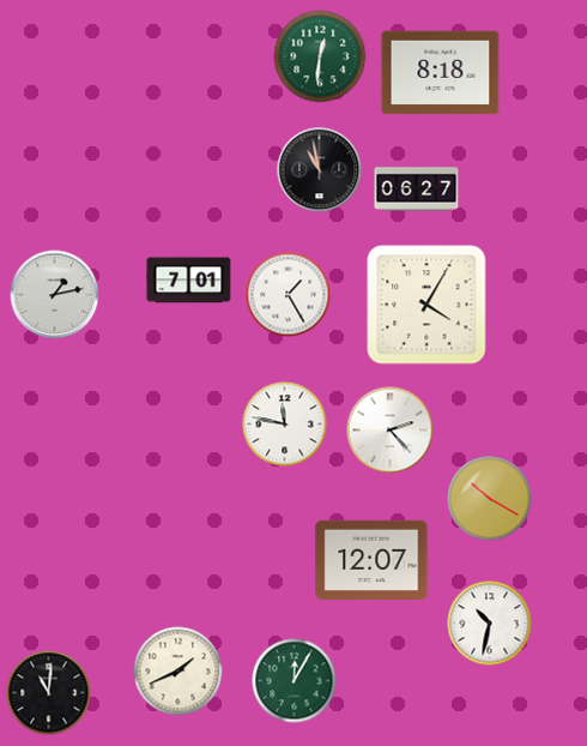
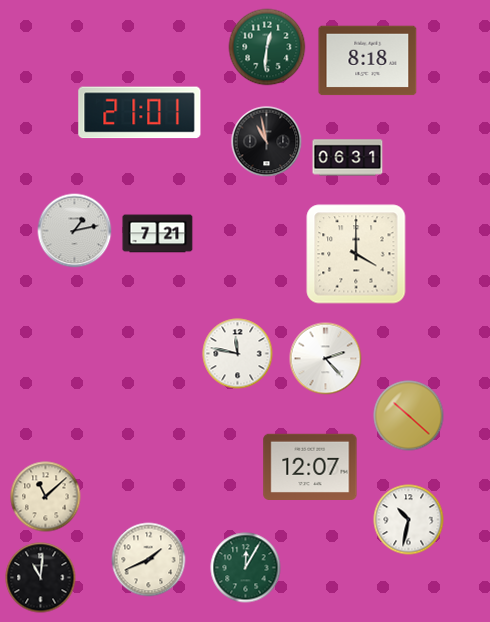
clock at (140, 113): none -> 21:01
clock at (417, 189): 06:27 -> 06:31
clock at (189, 281): 7:01 -> 7:21
clock at (55, 295) position: (55, 295) -> (75, 231)
clock at (289, 295): 1:25 -> none
clock at (426, 305): 4:05 -> 4:00
clock at (490, 499): 10:20 -> 10:22
clock at (46, 497): none -> 11:08
